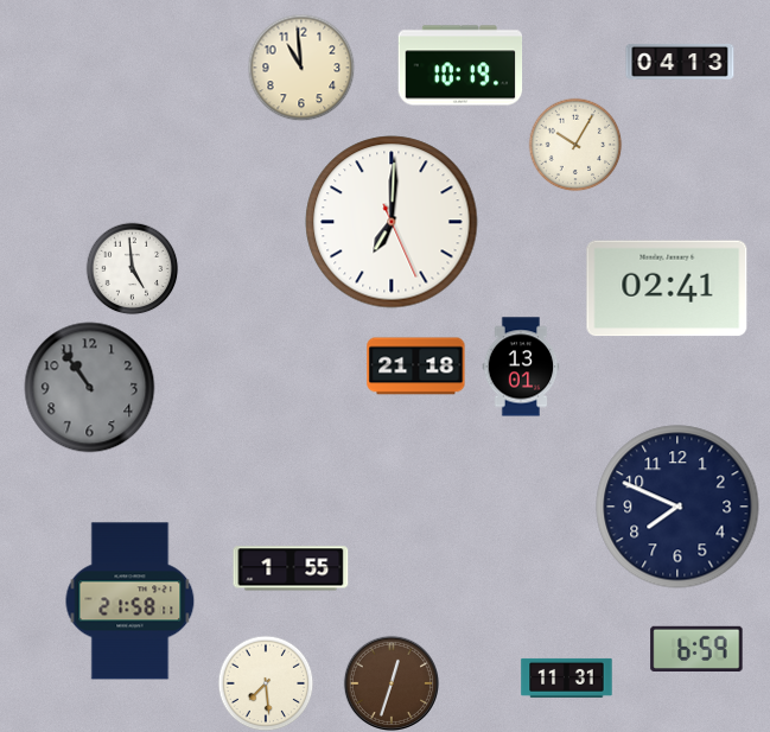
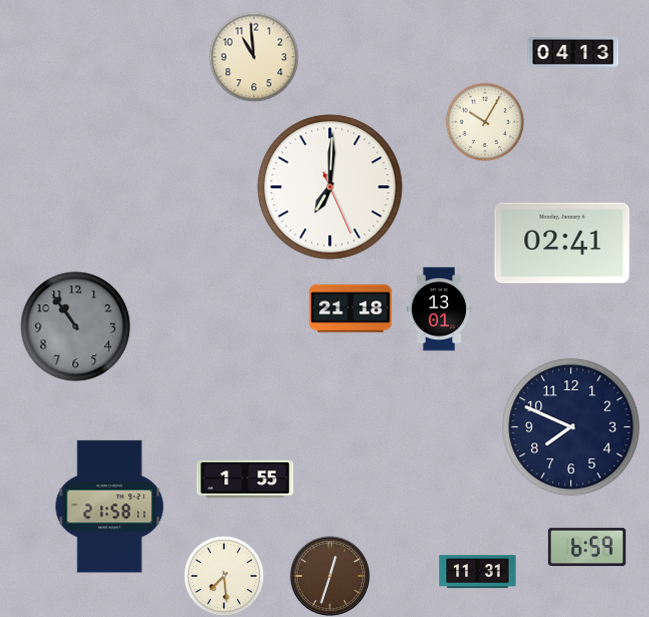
clock at (460, 65): 10:19 -> none
clock at (132, 268): 4:59 -> none
